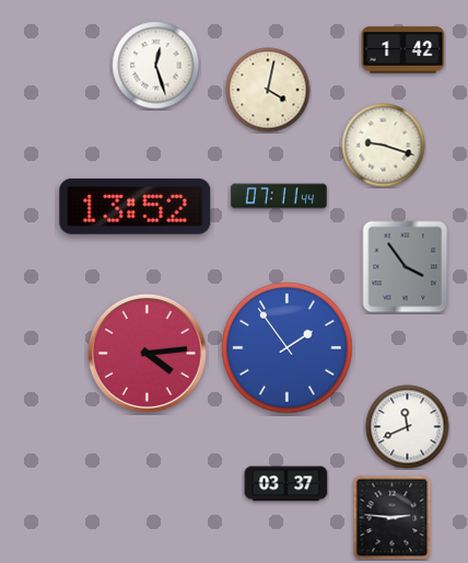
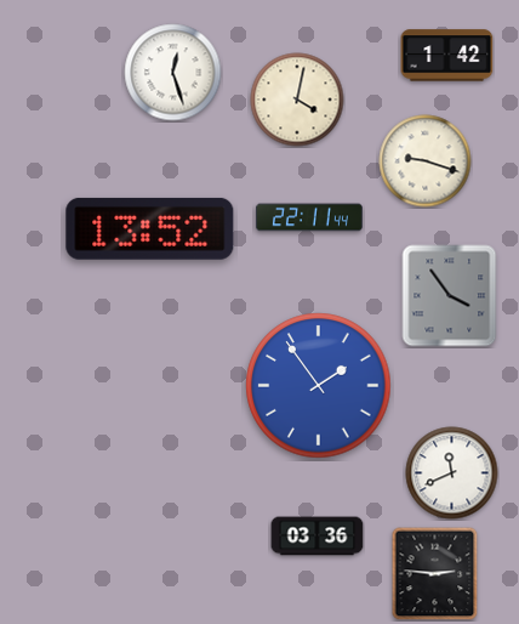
clock at (279, 196): 07:11 -> 22:11
clock at (147, 353): 4:14 -> none
clock at (286, 484): 03:37 -> 03:36
